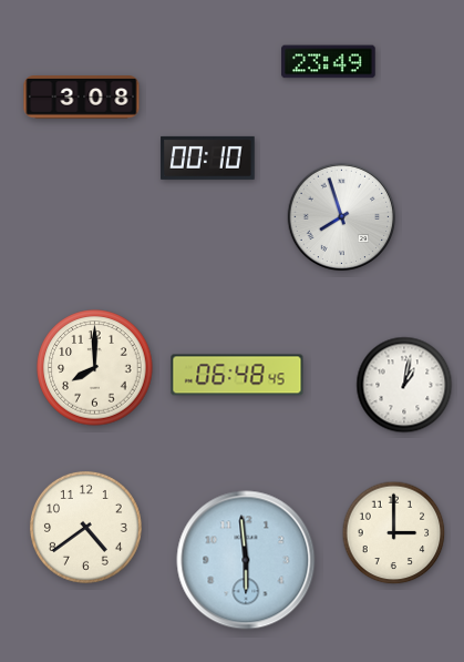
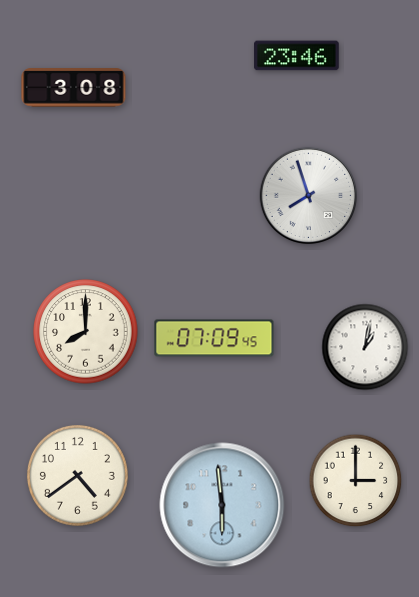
clock at (329, 62): 23:49 -> 23:46
clock at (208, 157): 00:10 -> none
clock at (237, 375): 06:48 -> 07:09
